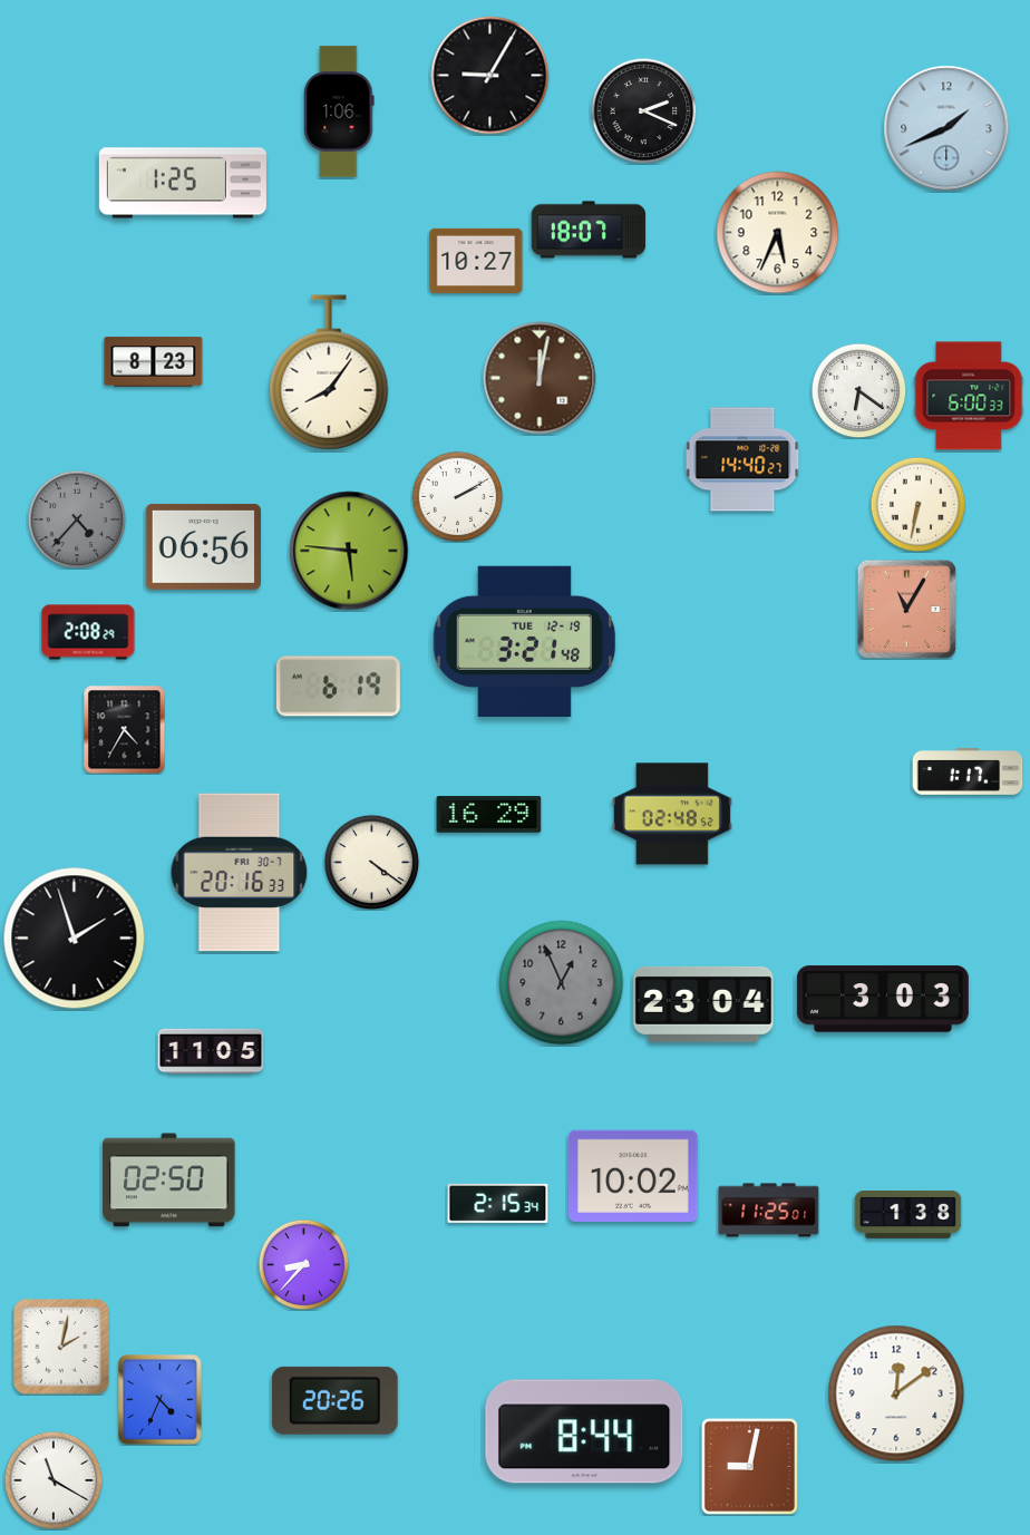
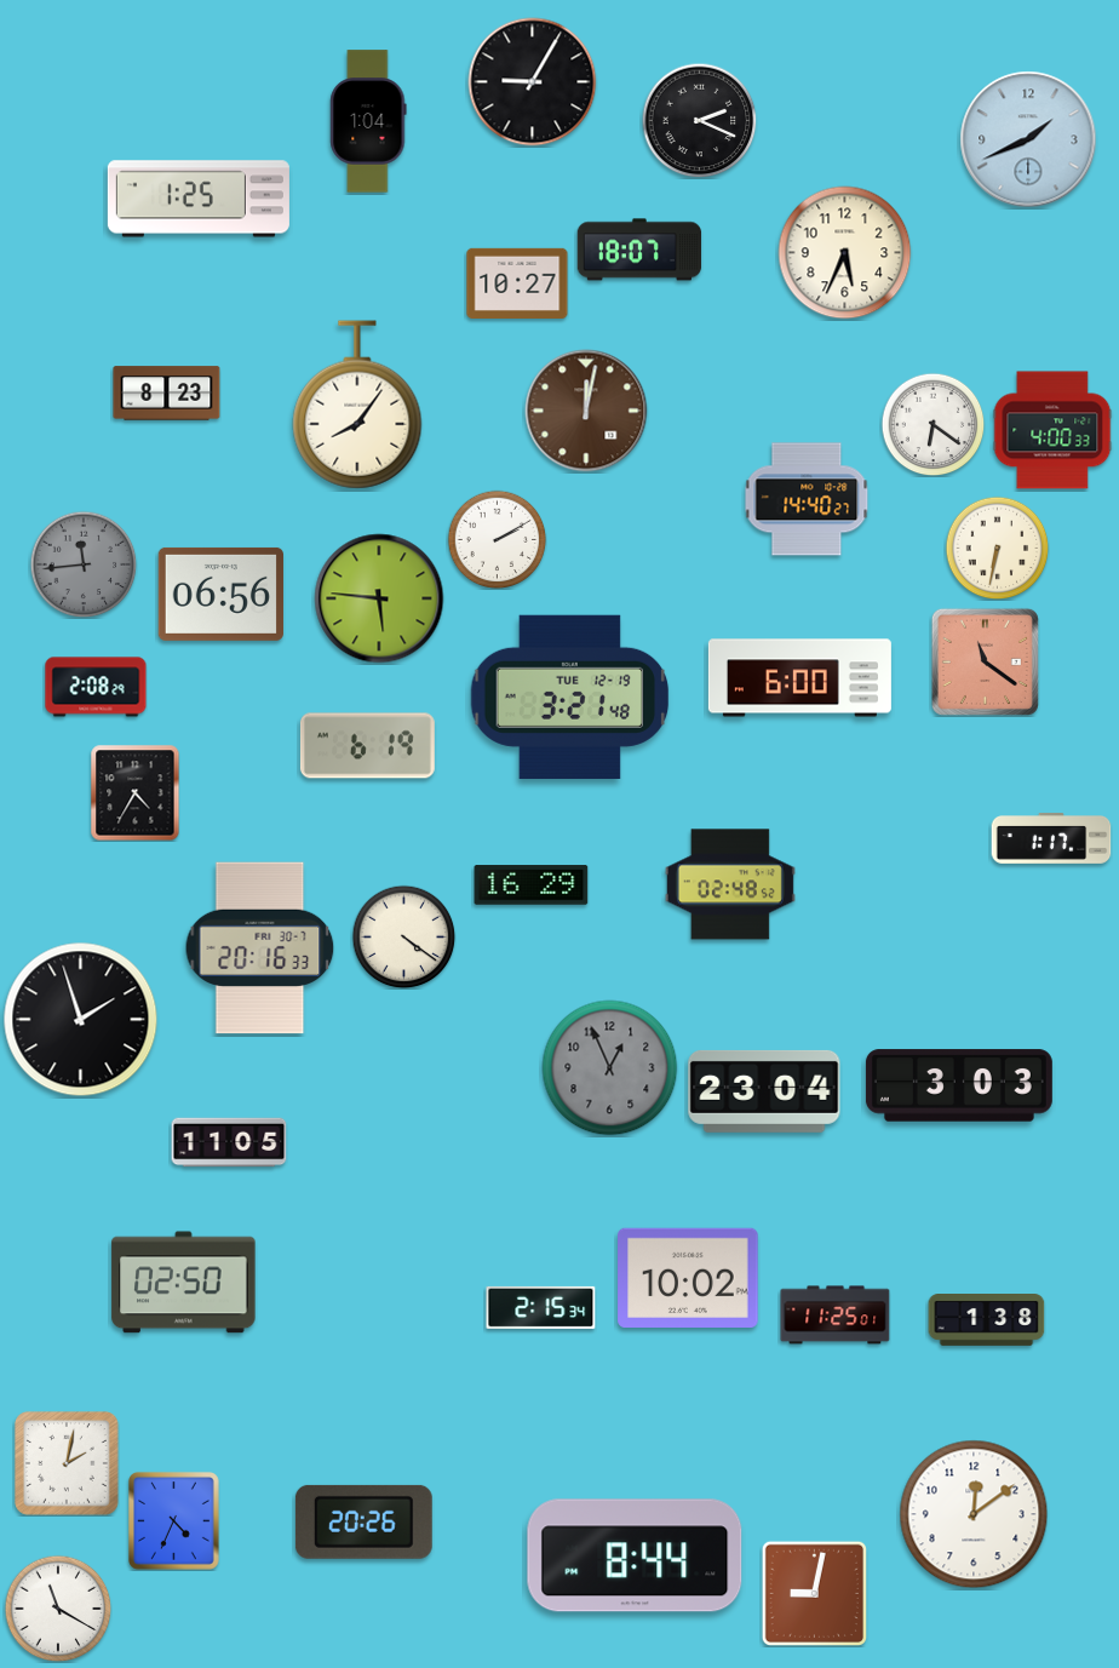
clock at (339, 111): 1:06 -> 1:04
clock at (969, 396): 6:00 -> 4:00
clock at (77, 519): 4:37 -> 11:44
clock at (906, 609): 11:05 -> 11:21
clock at (799, 678): none -> 6:00
clock at (303, 1264): 8:37 -> none
